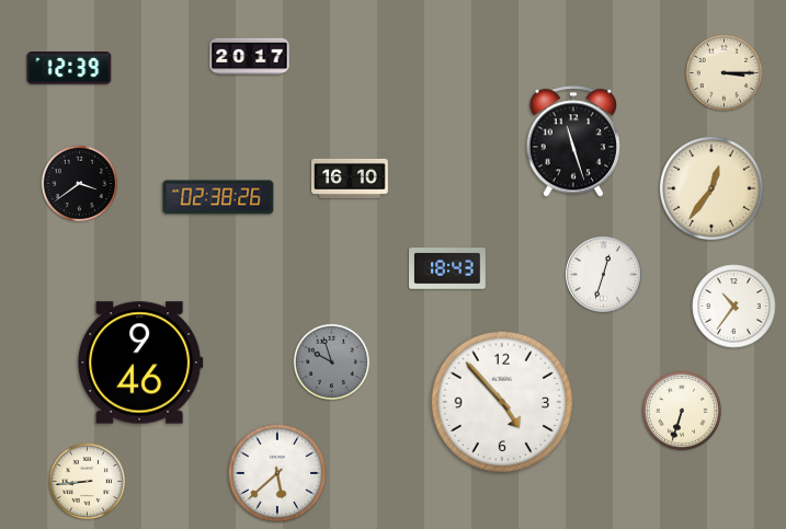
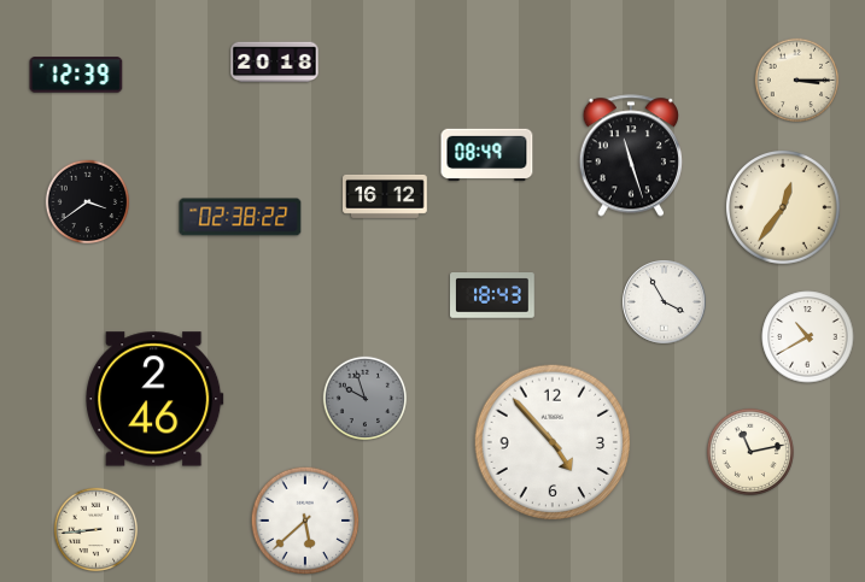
clock at (250, 57): 20:17 -> 20:18
clock at (487, 155): none -> 08:49
clock at (350, 179): 16:10 -> 16:12
clock at (218, 197): 02:38:26 -> 02:38:22
clock at (604, 275): 12:33 -> 3:55
clock at (734, 307): 10:36 -> 10:40
clock at (140, 363): 9:46 -> 2:46
clock at (682, 411): 6:33 -> 11:13
